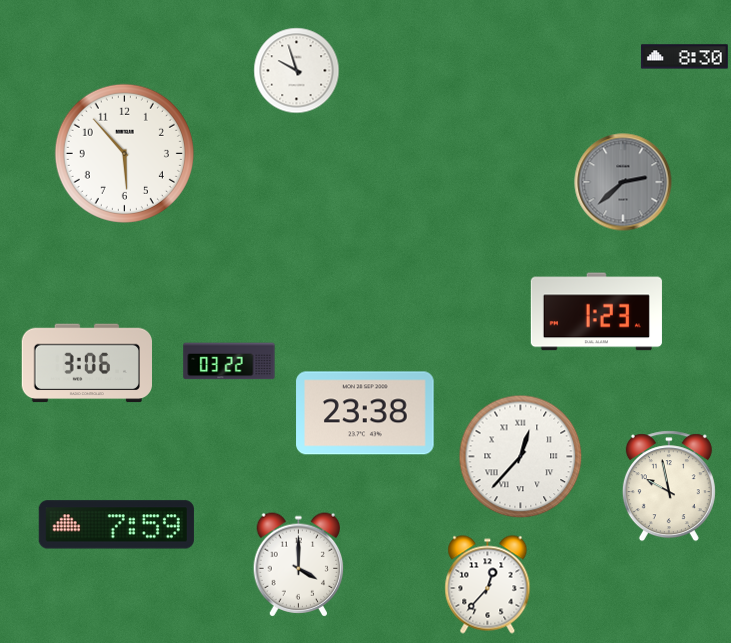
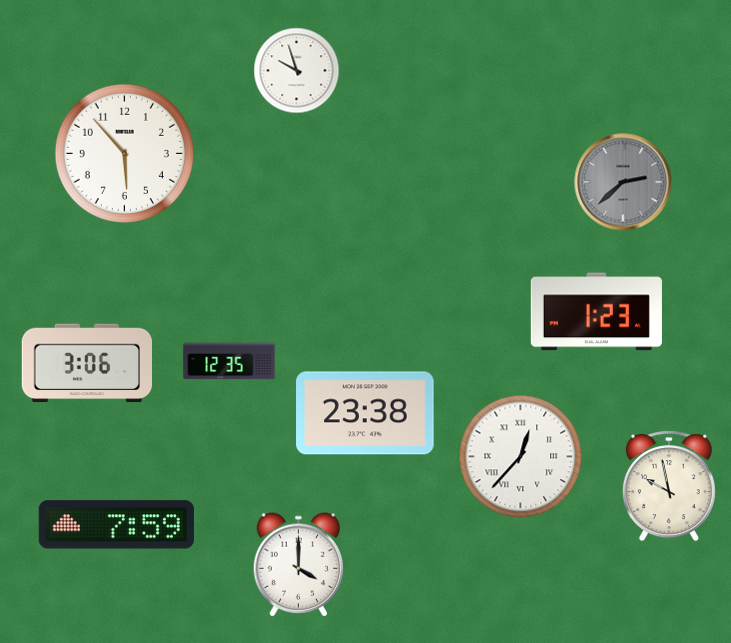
clock at (684, 57): 8:30 -> none
clock at (229, 361): 03:22 -> 12:35
clock at (488, 585): 12:37 -> none
